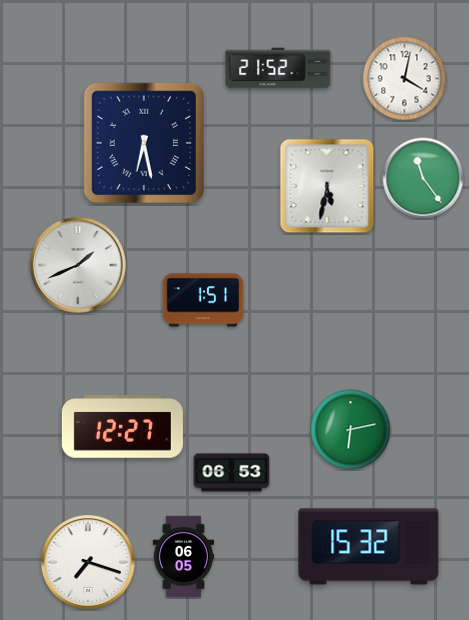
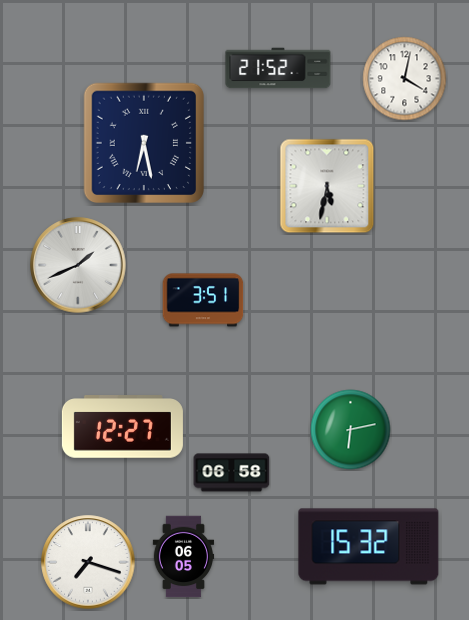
clock at (423, 178): 11:24 -> none
clock at (203, 300): 1:51 -> 3:51
clock at (232, 473): 06:53 -> 06:58
